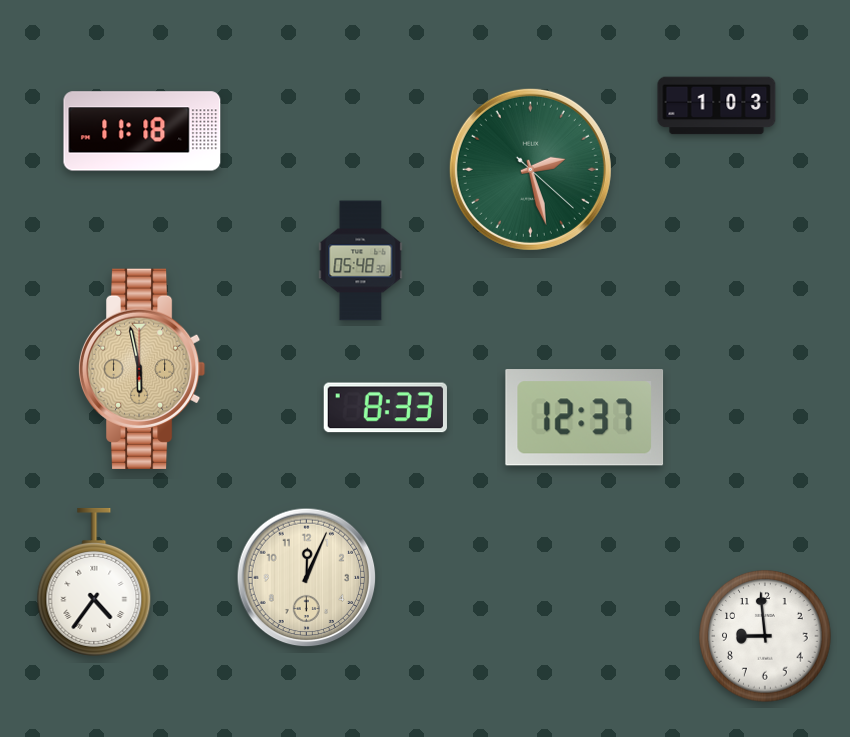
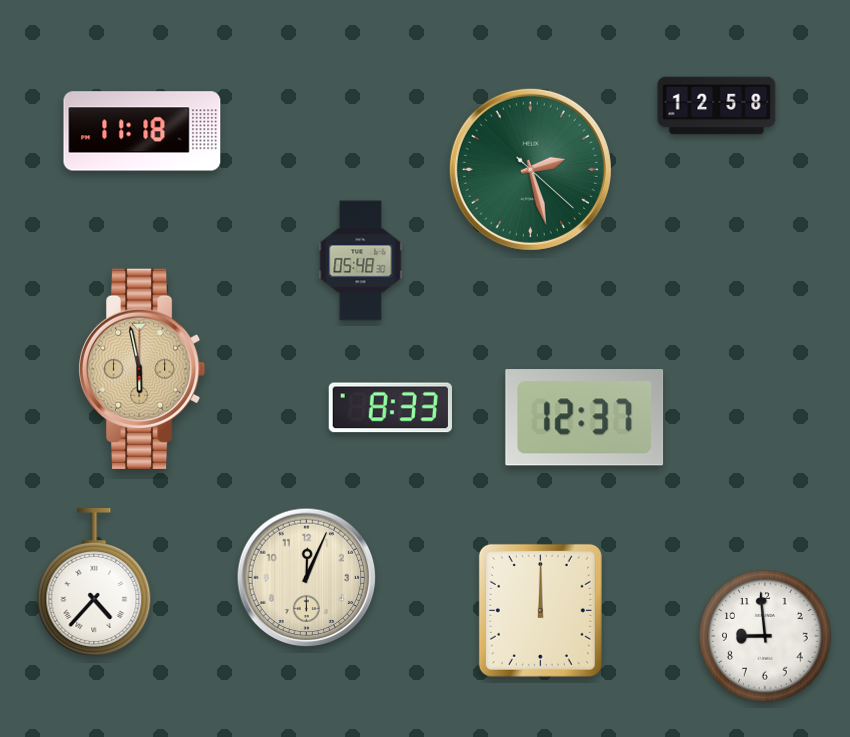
clock at (717, 106): 1:03 -> 12:58
clock at (385, 408) position: (385, 408) -> (390, 408)
clock at (94, 582): 4:36 -> 4:37
clock at (540, 610): none -> 12:00
